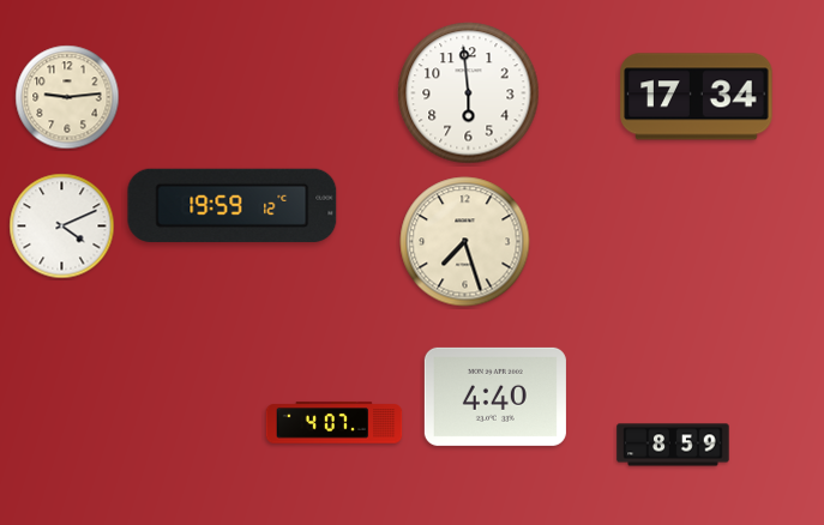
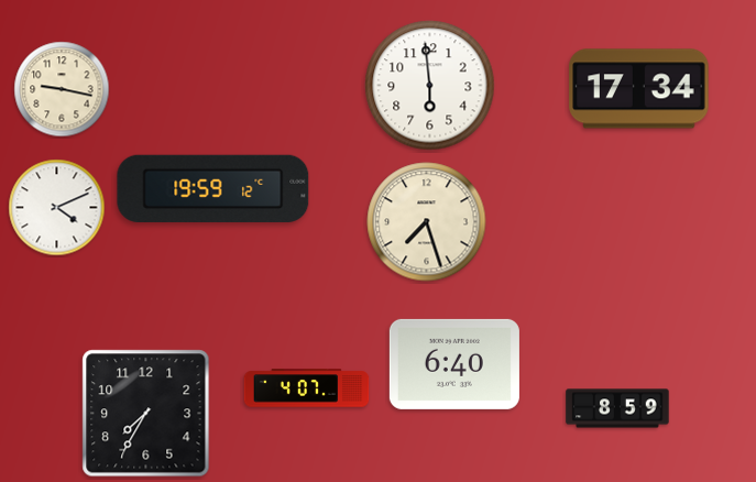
clock at (67, 97): 9:14 -> 9:17
clock at (495, 397): 4:40 -> 6:40
clock at (146, 414): none -> 7:35
